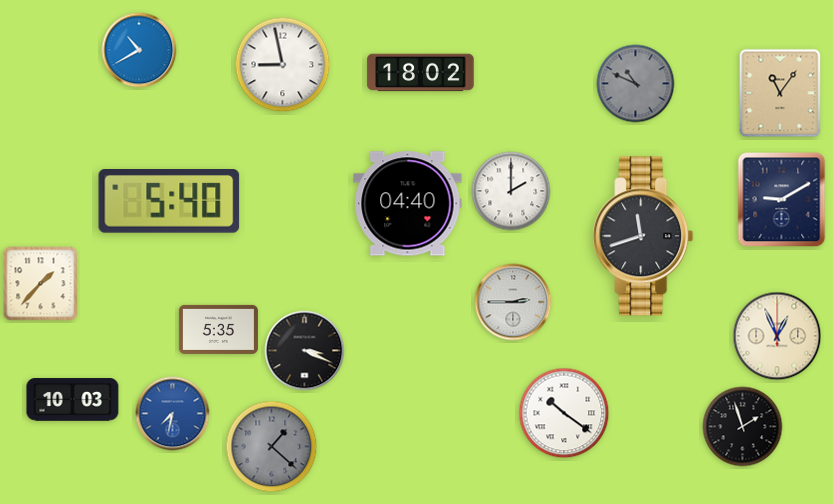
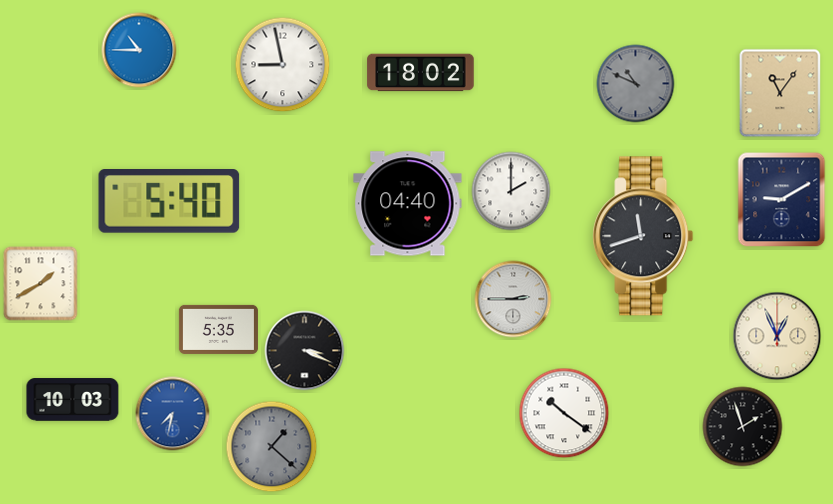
clock at (139, 50): 10:40 -> 10:45
clock at (41, 284): 1:37 -> 1:40
clock at (513, 302) position: (513, 302) -> (513, 299)
